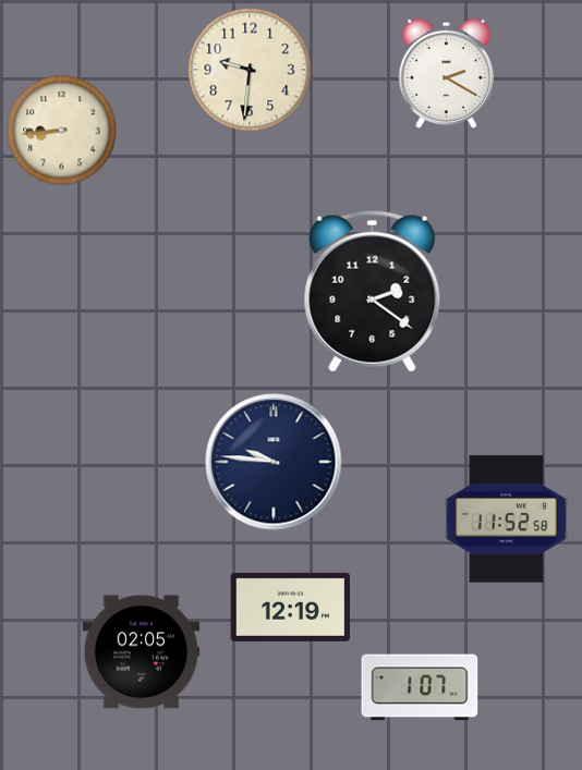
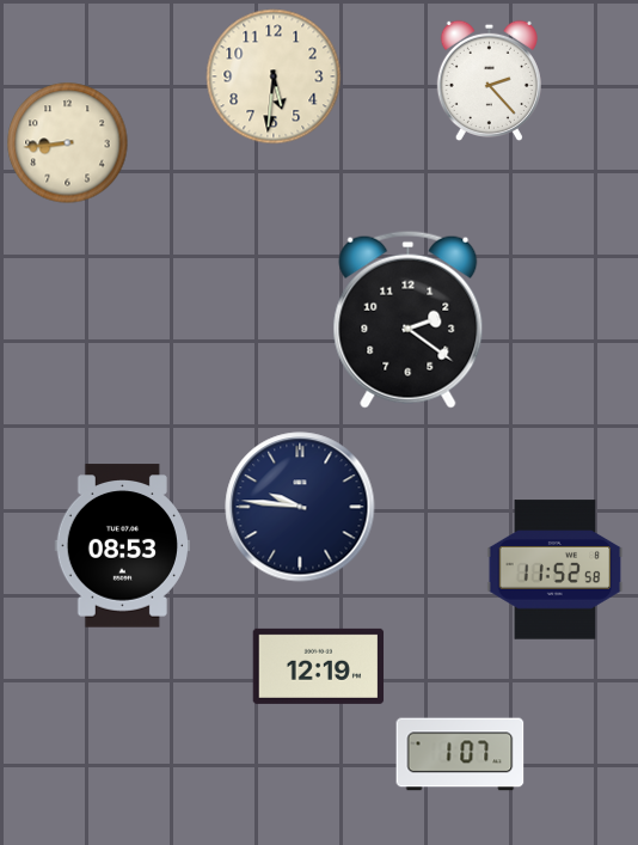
clock at (250, 70): 9:31 -> 5:31
clock at (446, 73): 2:20 -> 2:23
clock at (122, 546): none -> 08:53
clock at (142, 652): 02:05 -> none
